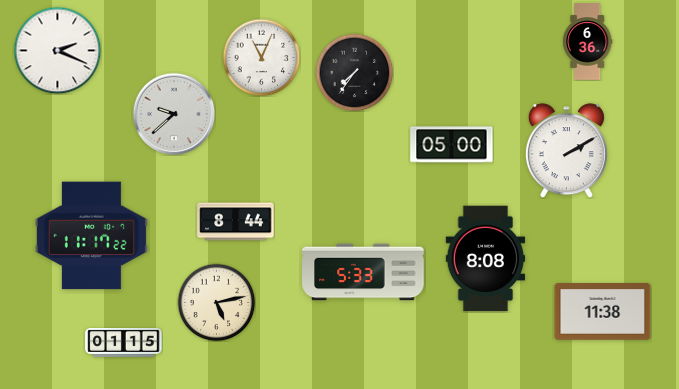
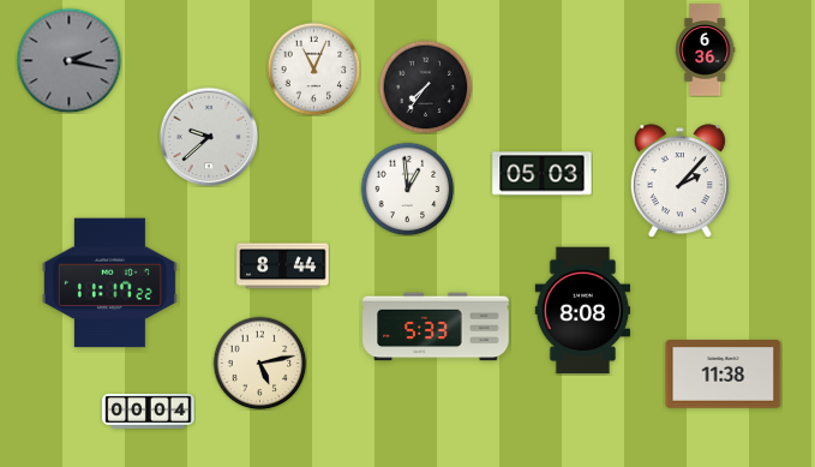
clock at (57, 50): 2:19 -> 2:17
clock at (57, 50) dial: white -> grey
clock at (452, 145): 05:00 -> 05:03
clock at (566, 151): 2:10 -> 2:07
clock at (407, 188): none -> 12:59
clock at (124, 343): 01:15 -> 00:04
